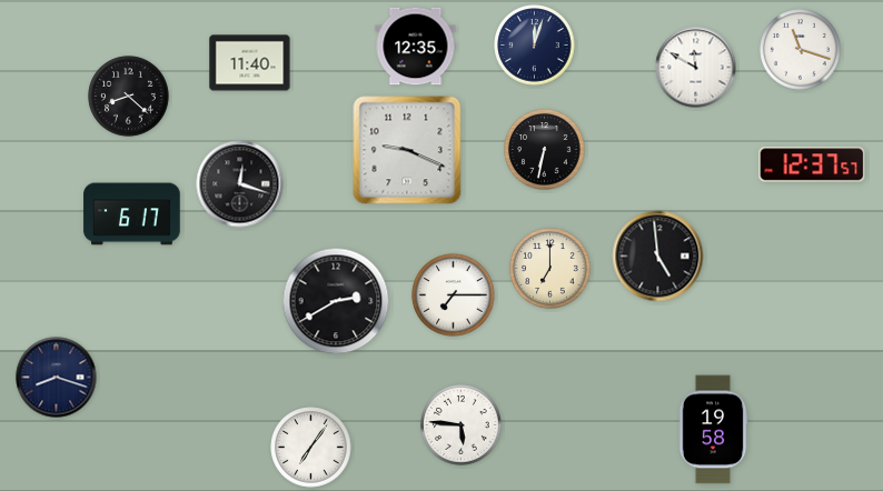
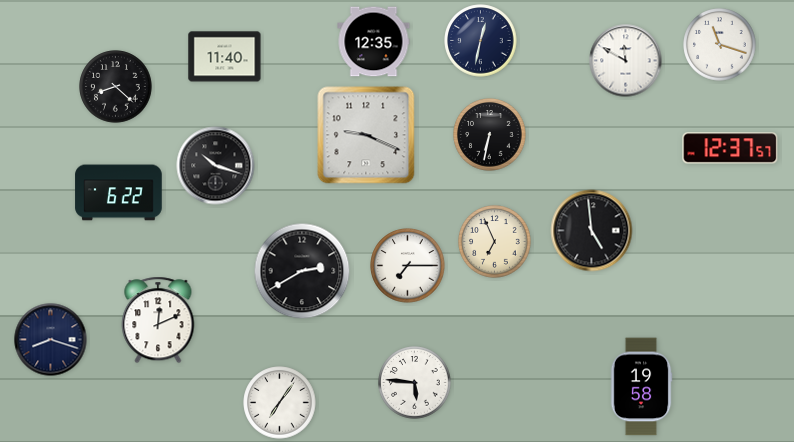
clock at (535, 46): 12:03 -> 12:32
clock at (240, 184): 12:18 -> 10:18
clock at (132, 214): 6:17 -> 6:22
clock at (550, 269): 7:00 -> 6:56
clock at (158, 320): none -> 12:11
